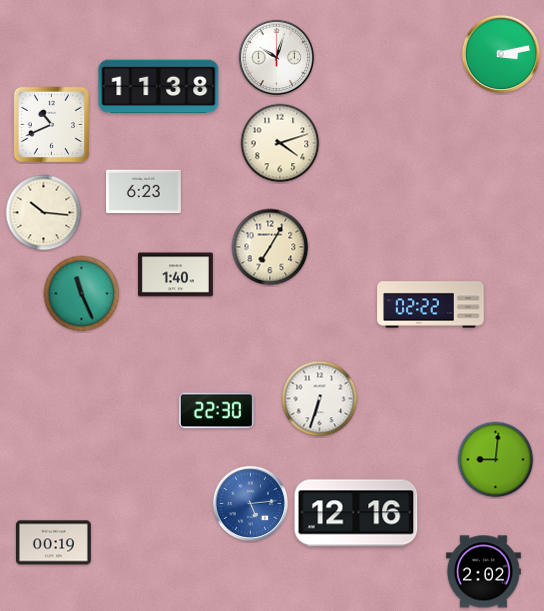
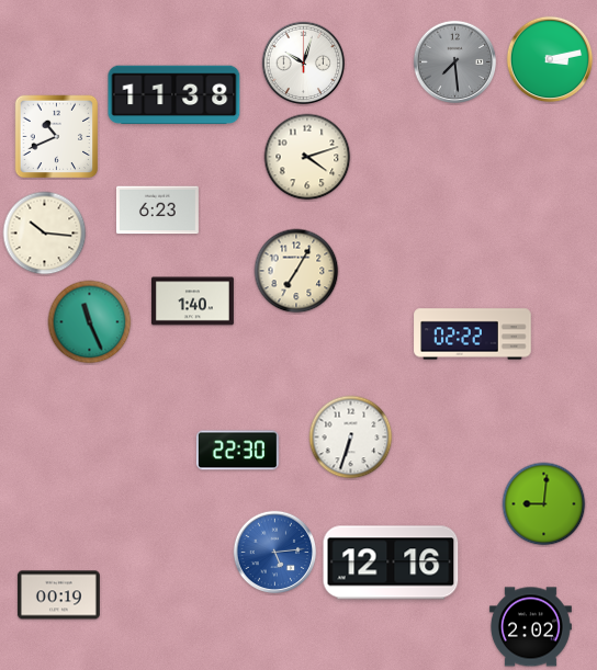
clock at (455, 63): none -> 7:29
clock at (44, 213) position: (44, 213) -> (45, 234)
